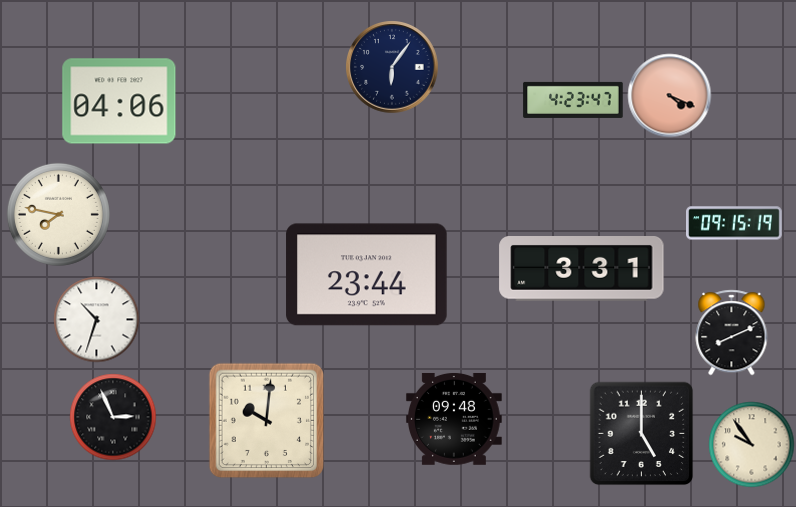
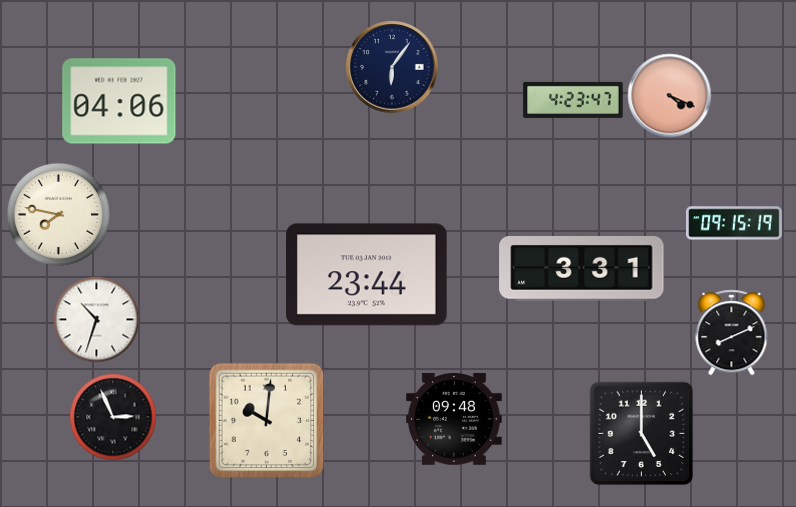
clock at (751, 444): 9:54 -> none
